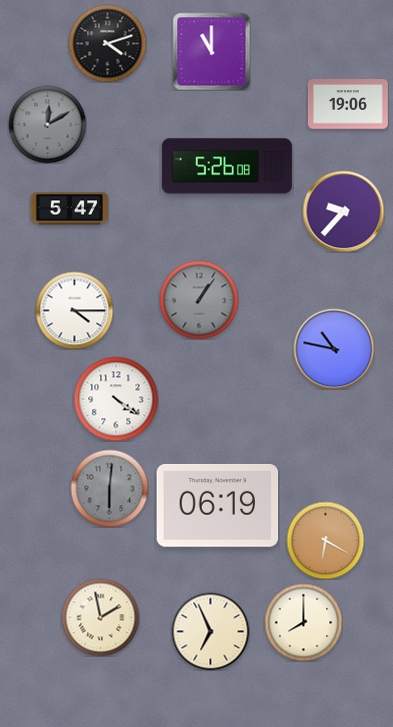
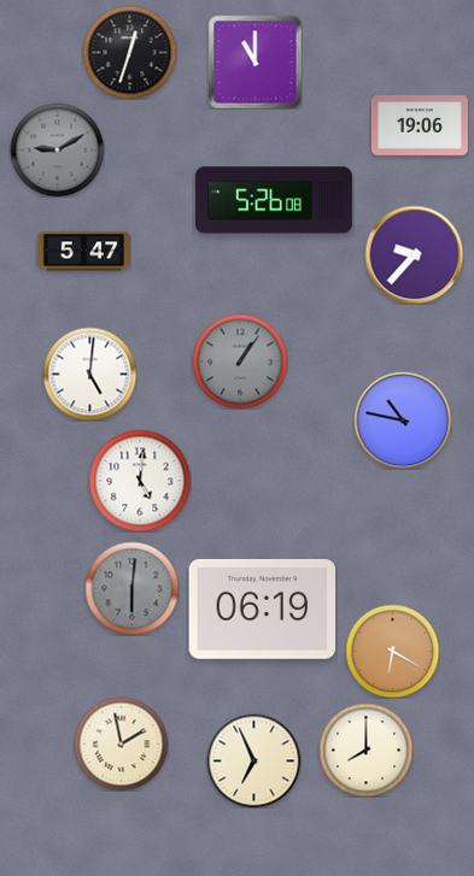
clock at (107, 43): 4:12 -> 12:33
clock at (47, 124): 12:10 -> 9:10
clock at (74, 310): 4:15 -> 5:01
clock at (116, 399): 4:21 -> 5:01
